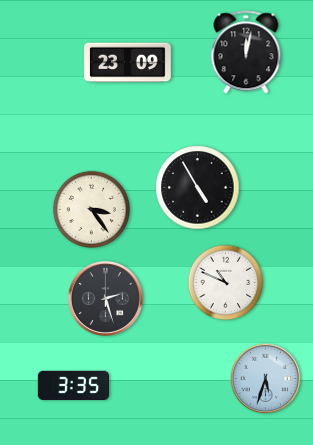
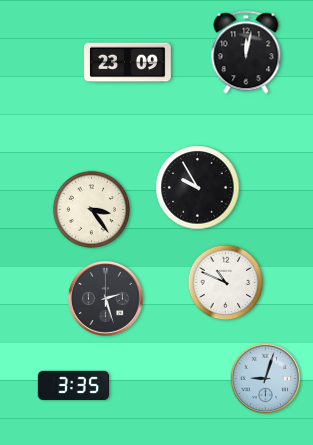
clock at (198, 188): 4:55 -> 9:55
clock at (266, 379): 5:33 -> 9:03
